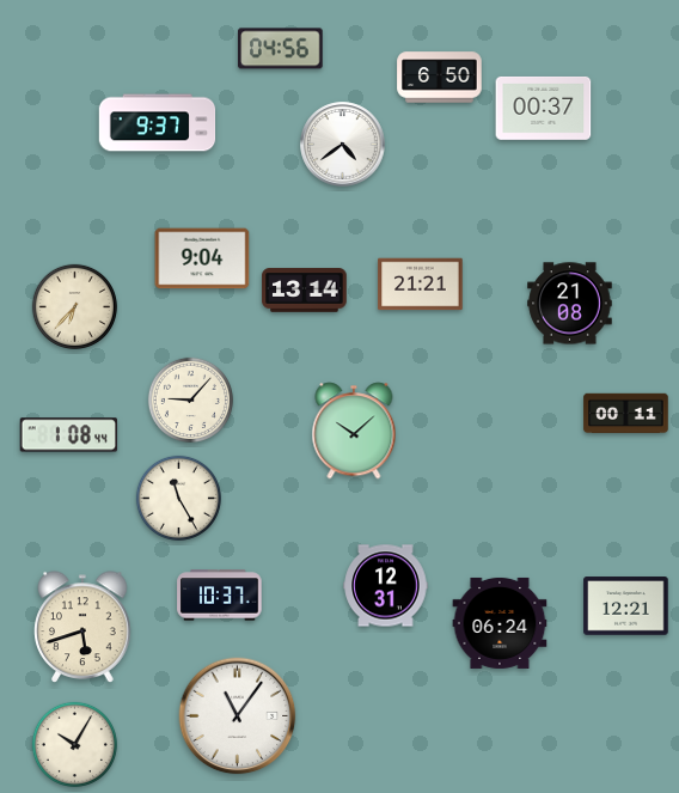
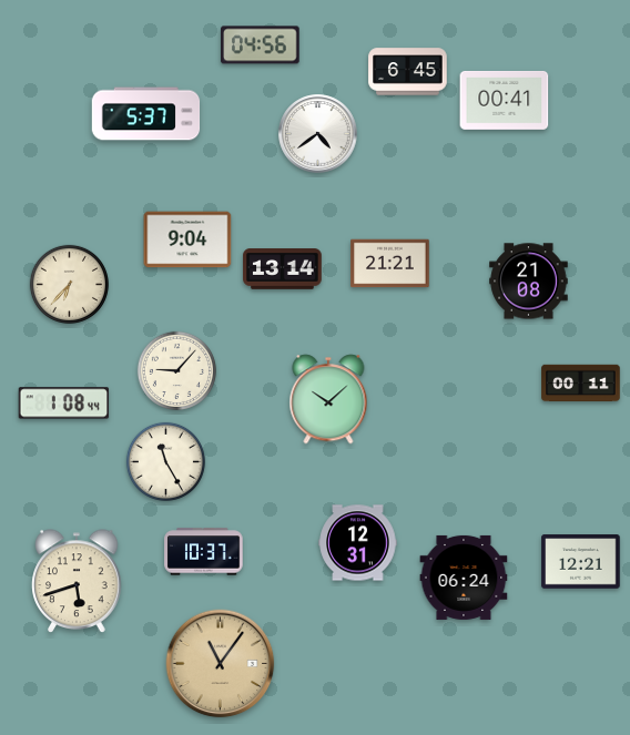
clock at (440, 78): 6:50 -> 6:45
clock at (544, 108): 00:37 -> 00:41
clock at (158, 123): 9:37 -> 5:37
clock at (238, 716) dial: white -> champagne
clock at (74, 744): 10:05 -> none
